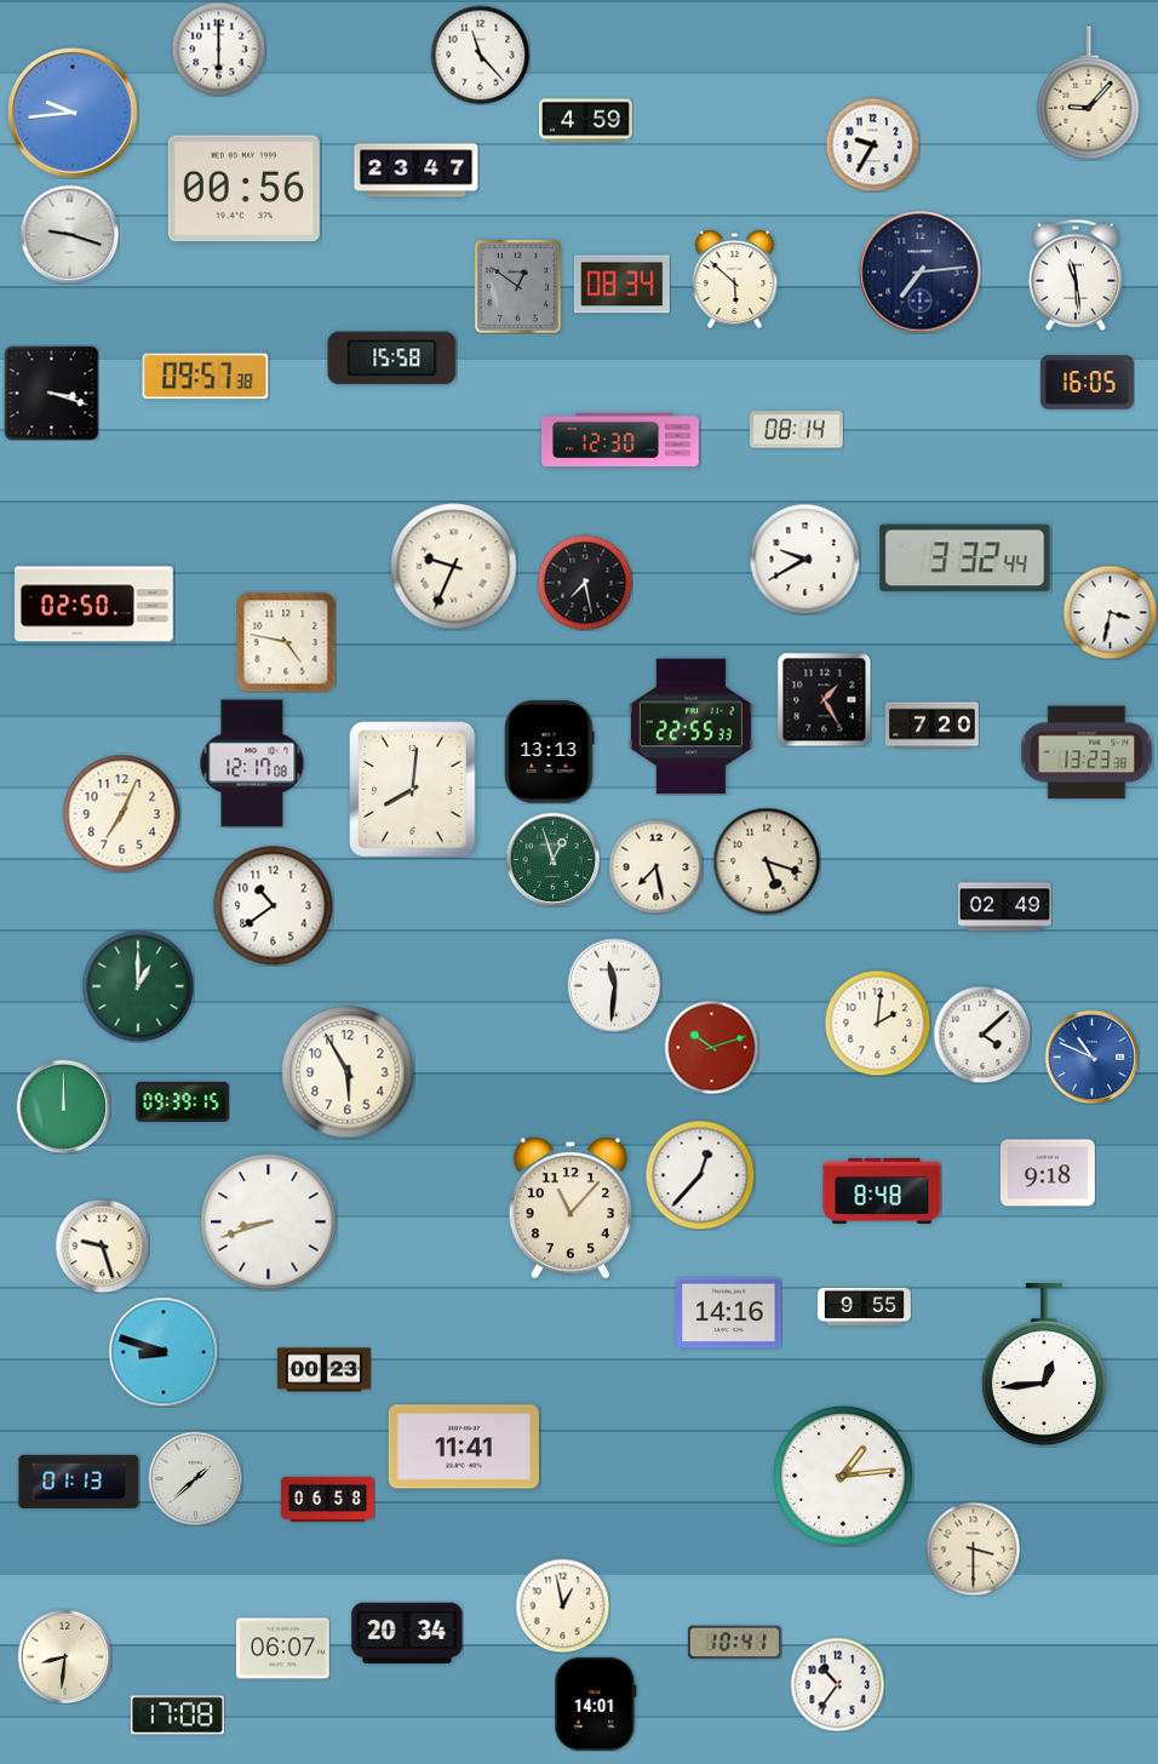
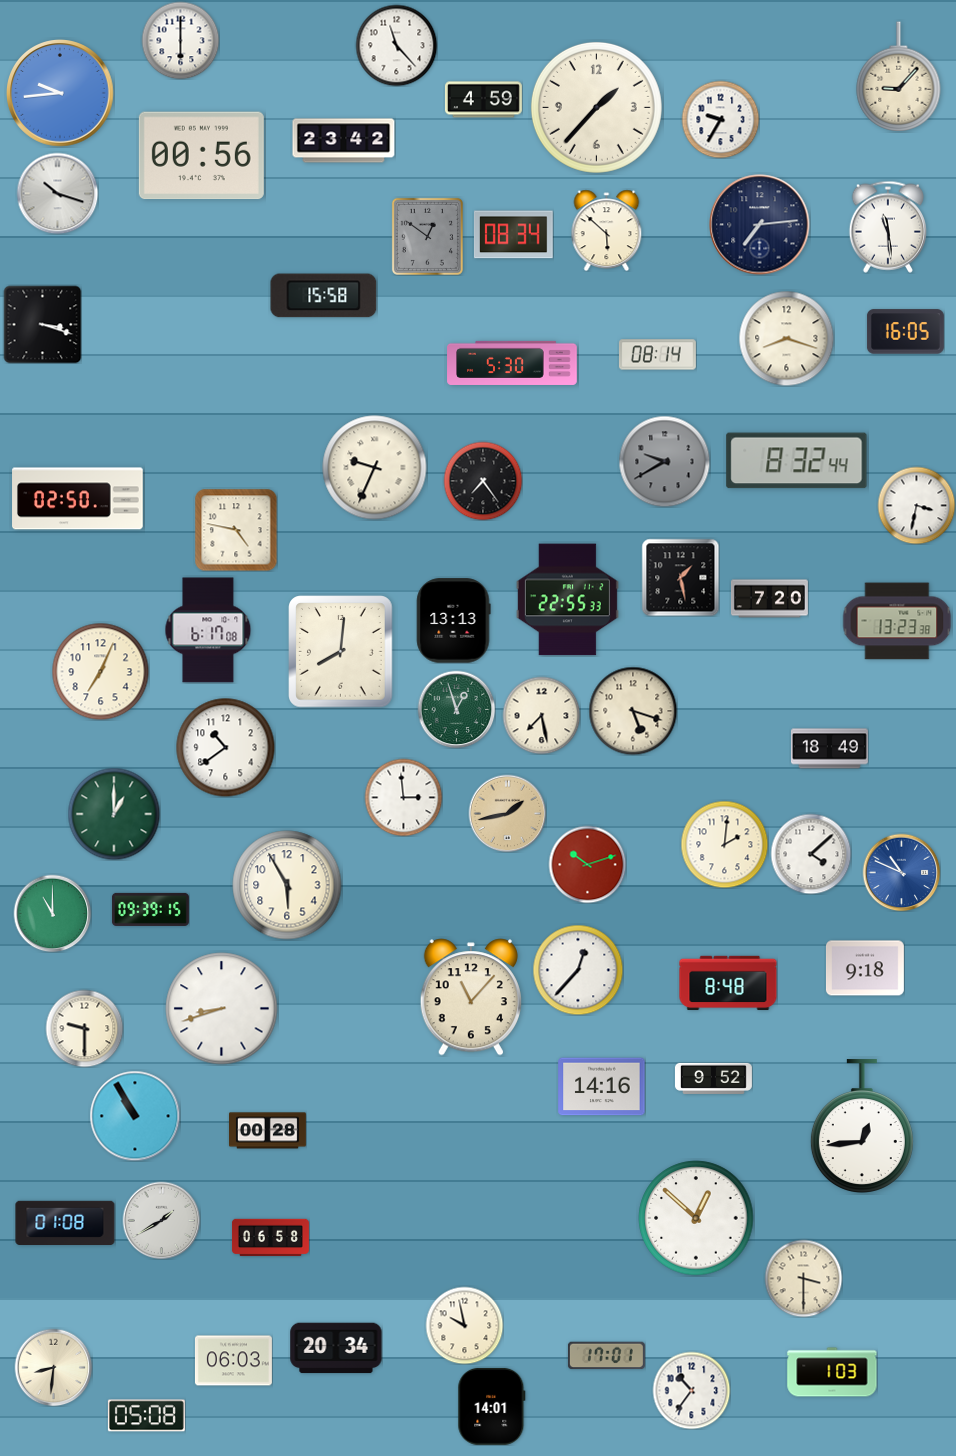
clock at (596, 107): none -> 1:37
clock at (417, 171): 23:47 -> 23:42
clock at (69, 234): 9:18 -> 10:18
clock at (206, 377): 09:57 -> none
clock at (1087, 383) position: (1087, 383) -> (905, 332)
clock at (786, 338): none -> 8:18
clock at (620, 440): 12:30 -> 5:30
clock at (804, 559) dial: white -> grey
clock at (965, 559): 3:32 -> 8:32
clock at (585, 583): 7:28 -> 7:24
clock at (824, 699): 1:25 -> 1:28
clock at (690, 727) position: (690, 727) -> (567, 600)
clock at (252, 763): 12:17 -> 6:17
clock at (1004, 907): 02:49 -> 18:49
clock at (403, 797): none -> 2:59
clock at (614, 985): 11:31 -> 1:43
clock at (614, 985) dial: white -> champagne
clock at (63, 1106): 12:00 -> 11:00
clock at (102, 1245): 9:27 -> 9:30
clock at (864, 1306): 9:55 -> 9:52
clock at (729, 1313) position: (729, 1313) -> (602, 1087)
clock at (164, 1352): 8:48 -> 10:55
clock at (323, 1370): 00:23 -> 00:28
clock at (464, 1447): 11:41 -> none
clock at (843, 1476): 1:14 -> 12:52
clock at (195, 1478): 1:38 -> 1:40
clock at (79, 1480): 01:13 -> 01:08
clock at (562, 1605): 12:58 -> 9:58
clock at (734, 1643): 10:41 -> 17:01
clock at (282, 1649): 06:07 -> 06:03
clock at (832, 1372): none -> 1:03
clock at (177, 1716): 17:08 -> 05:08
